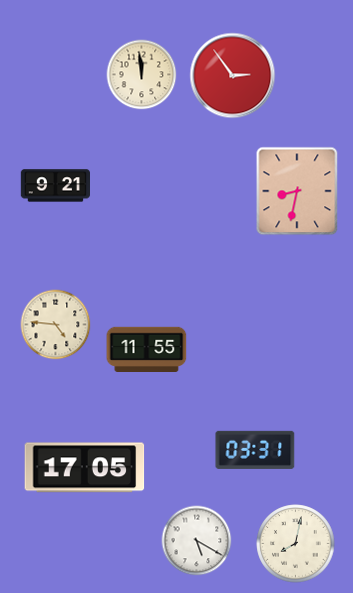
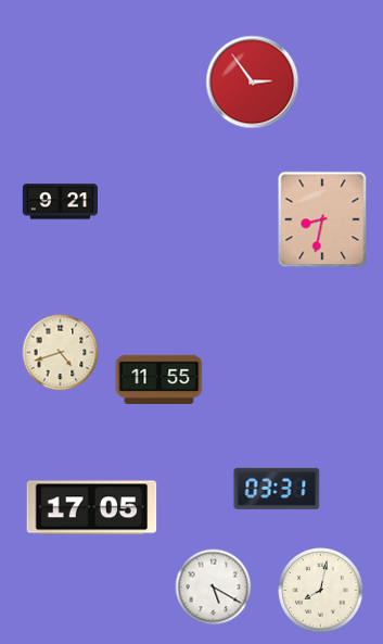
clock at (142, 75): 11:59 -> none
clock at (297, 191) position: (297, 191) -> (322, 219)
clock at (56, 325): 4:46 -> 4:42
